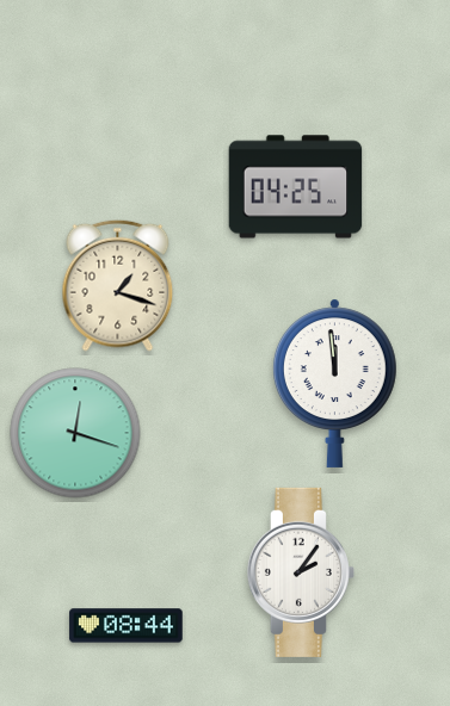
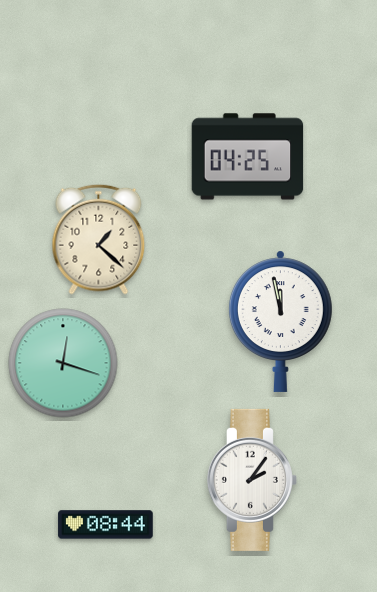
clock at (118, 285): 1:18 -> 1:22
clock at (334, 383): 11:59 -> 11:58
